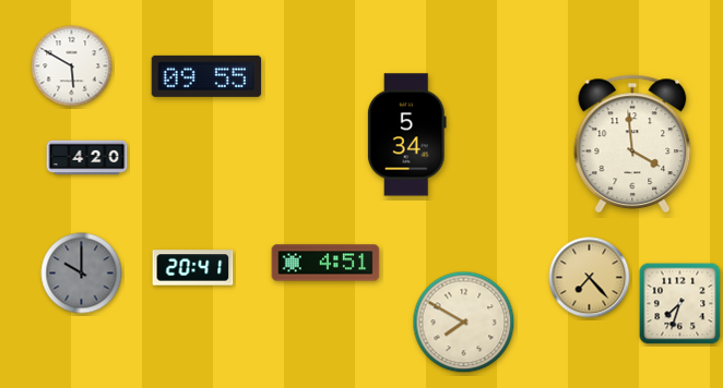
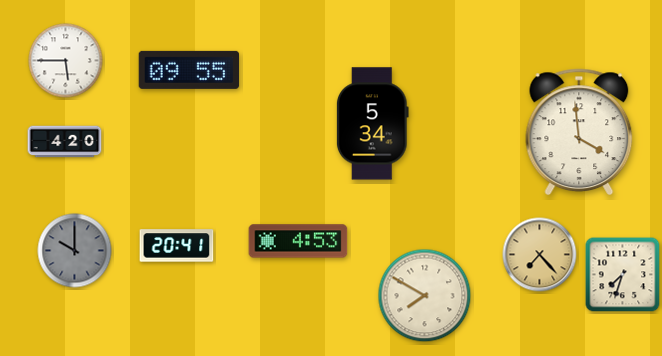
clock at (72, 66): 5:50 -> 5:45
clock at (87, 158) position: (87, 158) -> (65, 142)
clock at (325, 263): 4:51 -> 4:53
clock at (680, 304) position: (680, 304) -> (623, 275)
